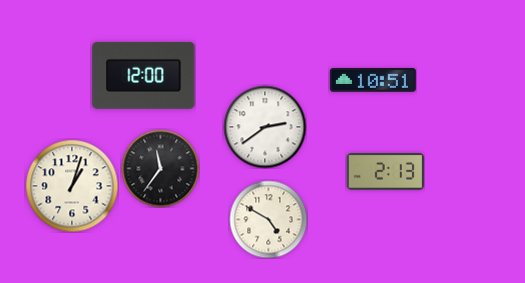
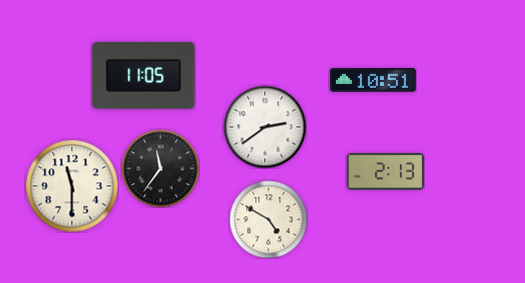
clock at (144, 75): 12:00 -> 11:05
clock at (72, 186): 1:03 -> 11:30
